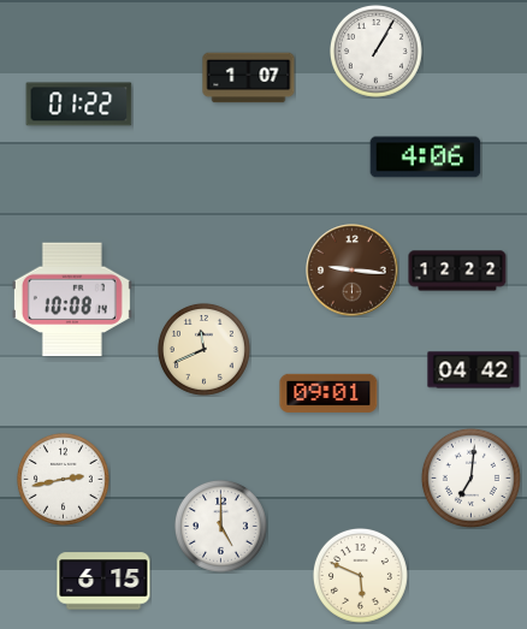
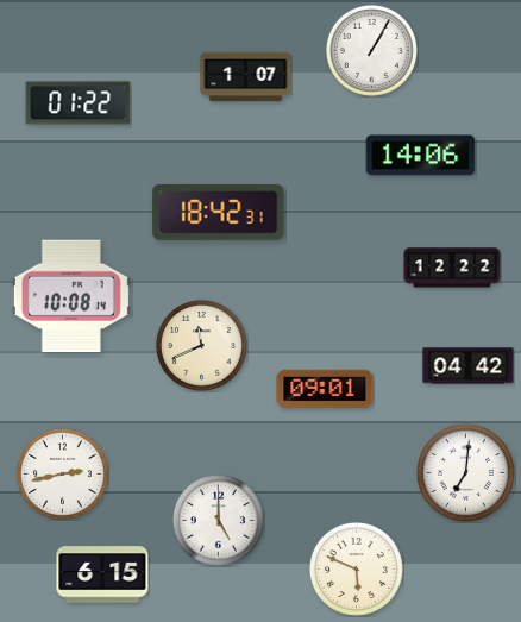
clock at (426, 158): 4:06 -> 14:06
clock at (219, 212): none -> 18:42
clock at (353, 271): 9:16 -> none
